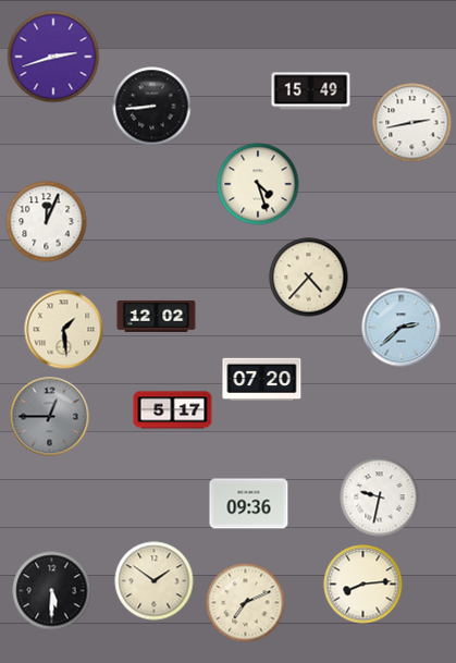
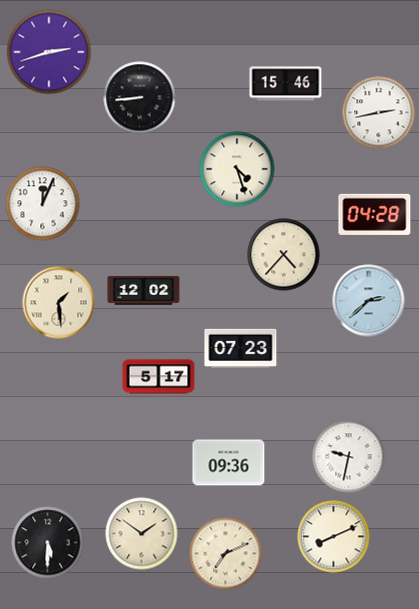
clock at (311, 91): 15:49 -> 15:46
clock at (375, 214): none -> 04:28
clock at (262, 380): 07:20 -> 07:23
clock at (50, 417): 12:45 -> none
clock at (363, 585): 8:14 -> 8:11
